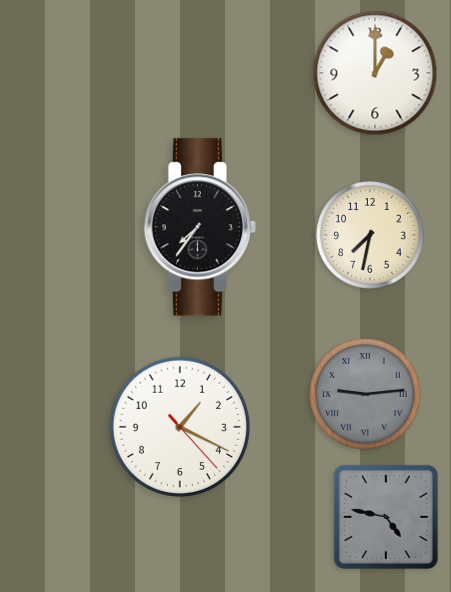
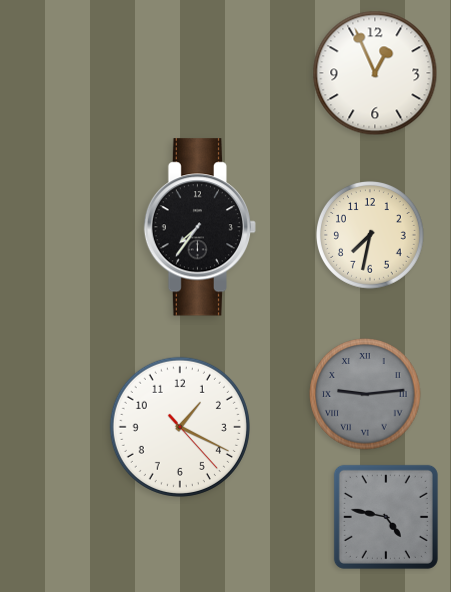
clock at (375, 73): 1:00 -> 12:56
